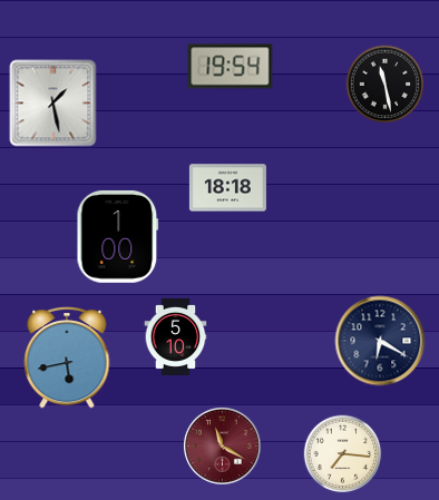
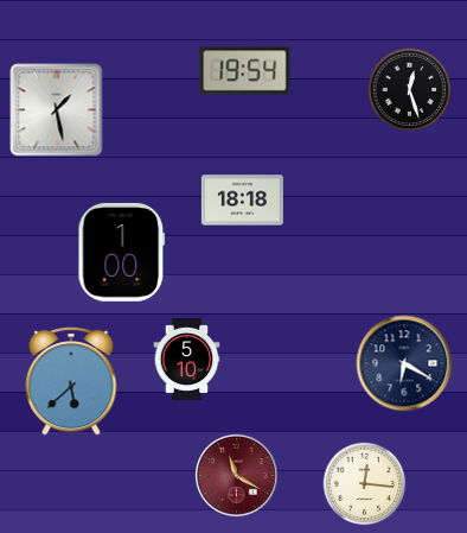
clock at (386, 85): 11:28 -> 12:27
clock at (118, 237) position: (118, 237) -> (122, 253)
clock at (67, 359): 5:43 -> 5:38
clock at (343, 454): 7:16 -> 12:16
